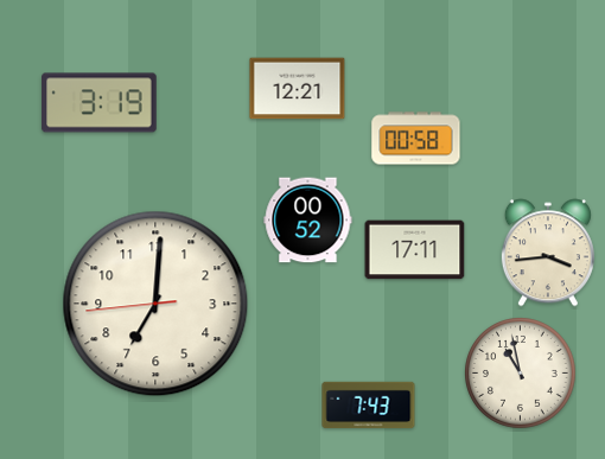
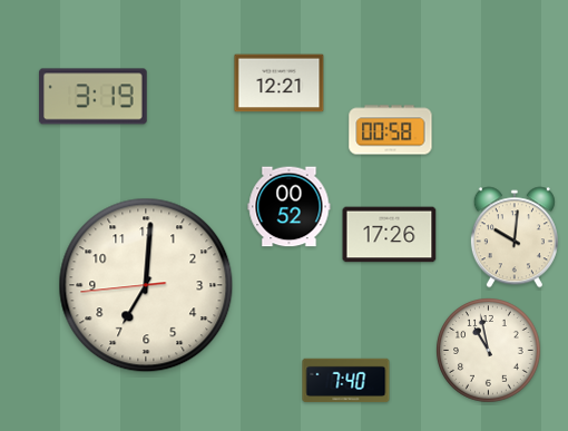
clock at (415, 250): 17:11 -> 17:26
clock at (548, 253): 3:44 -> 10:01
clock at (369, 406): 7:43 -> 7:40
